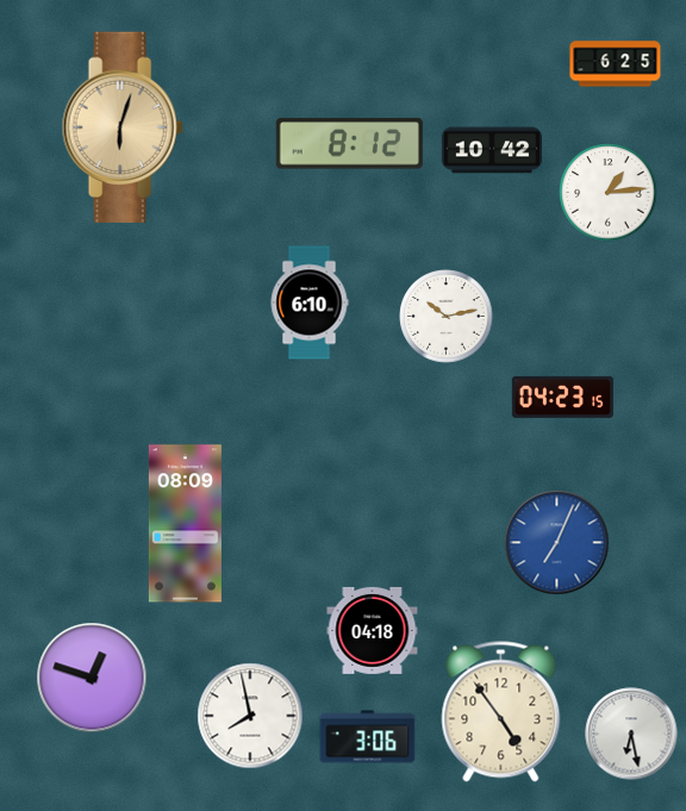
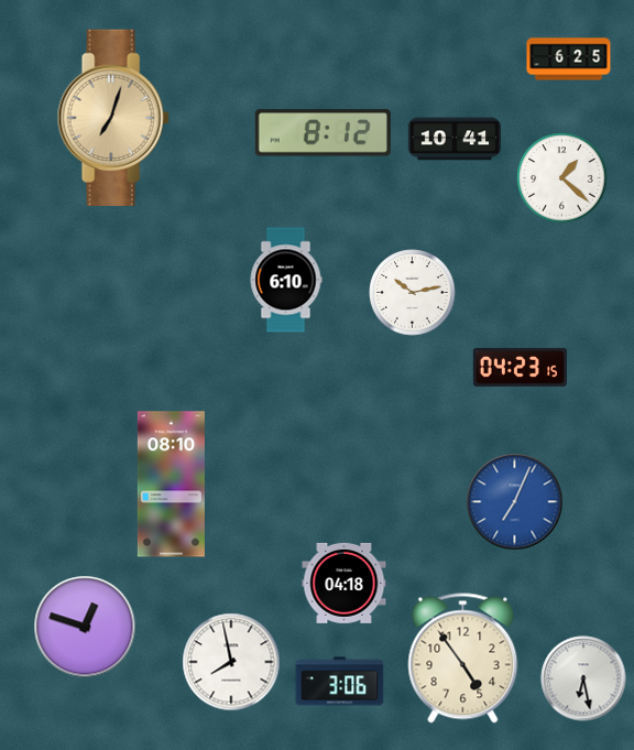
clock at (123, 127): 6:03 -> 7:03
clock at (492, 150): 10:42 -> 10:41
clock at (609, 193): 1:14 -> 1:22
clock at (185, 524): 08:09 -> 08:10
